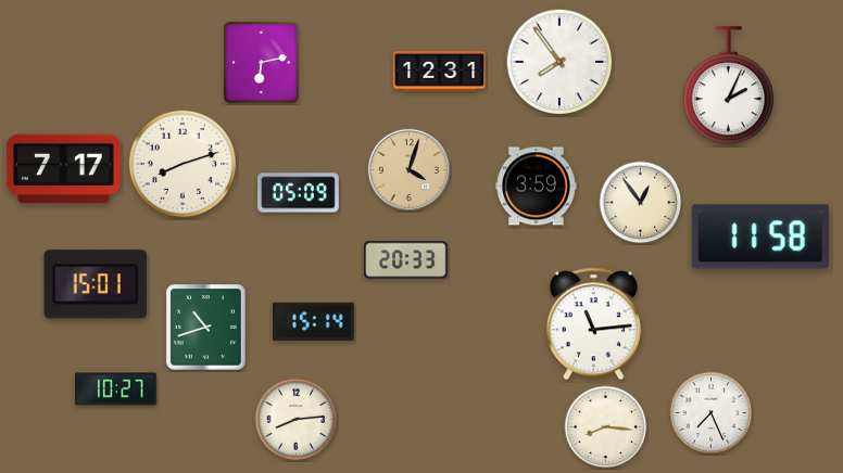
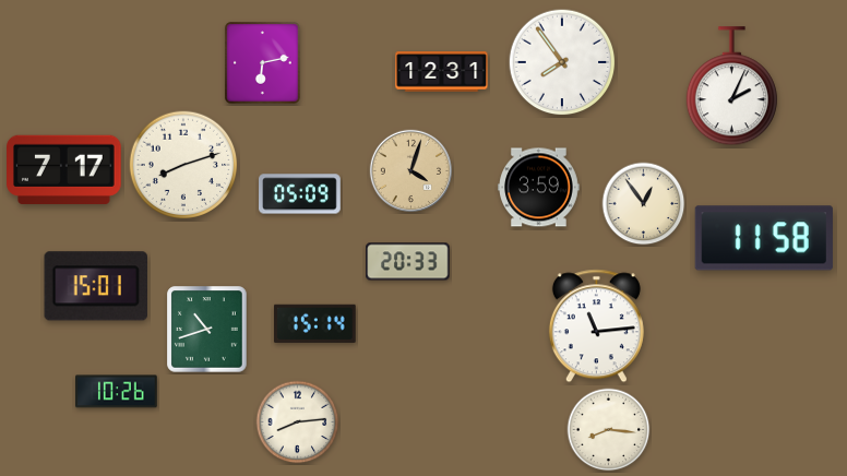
clock at (116, 389): 10:27 -> 10:26
clock at (712, 413): 7:26 -> none
